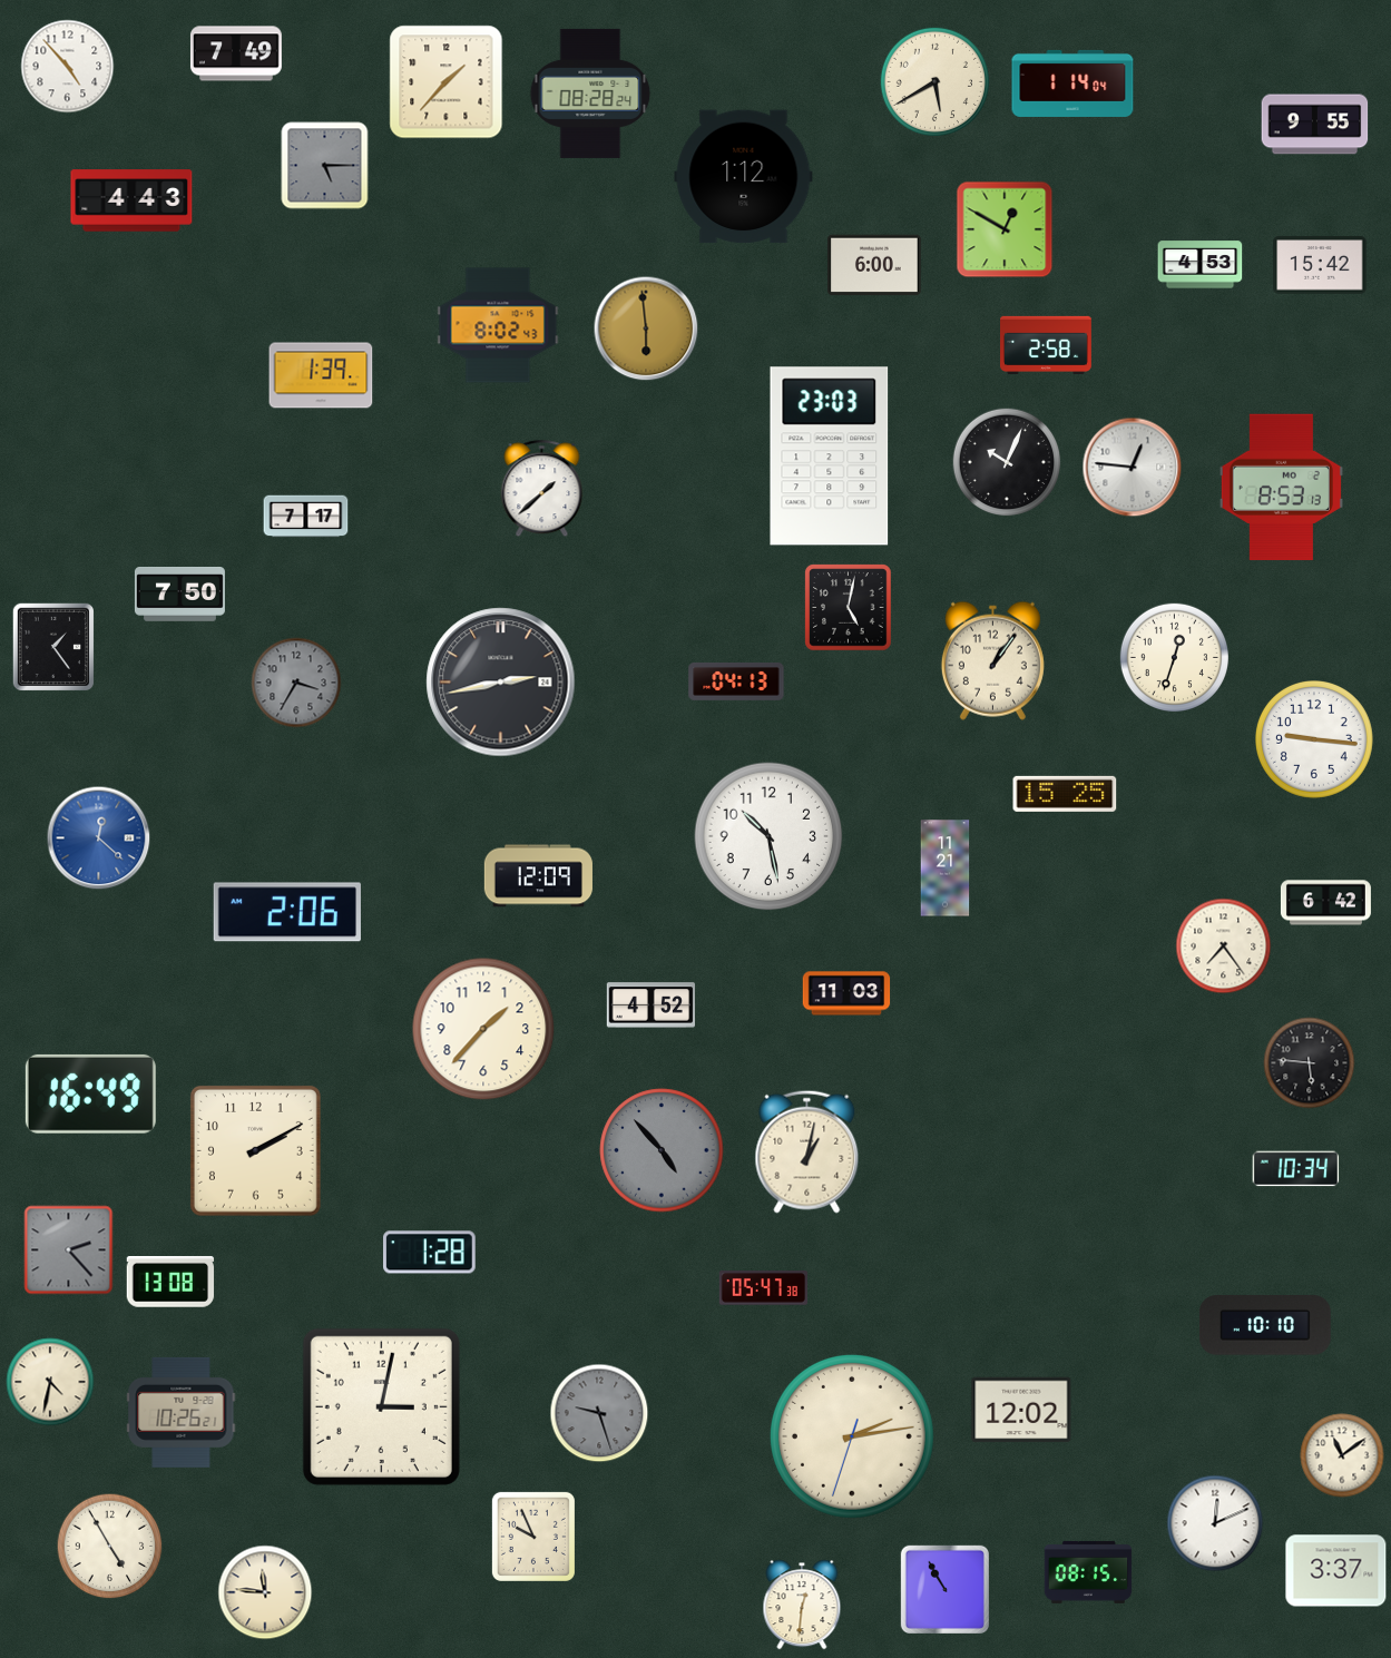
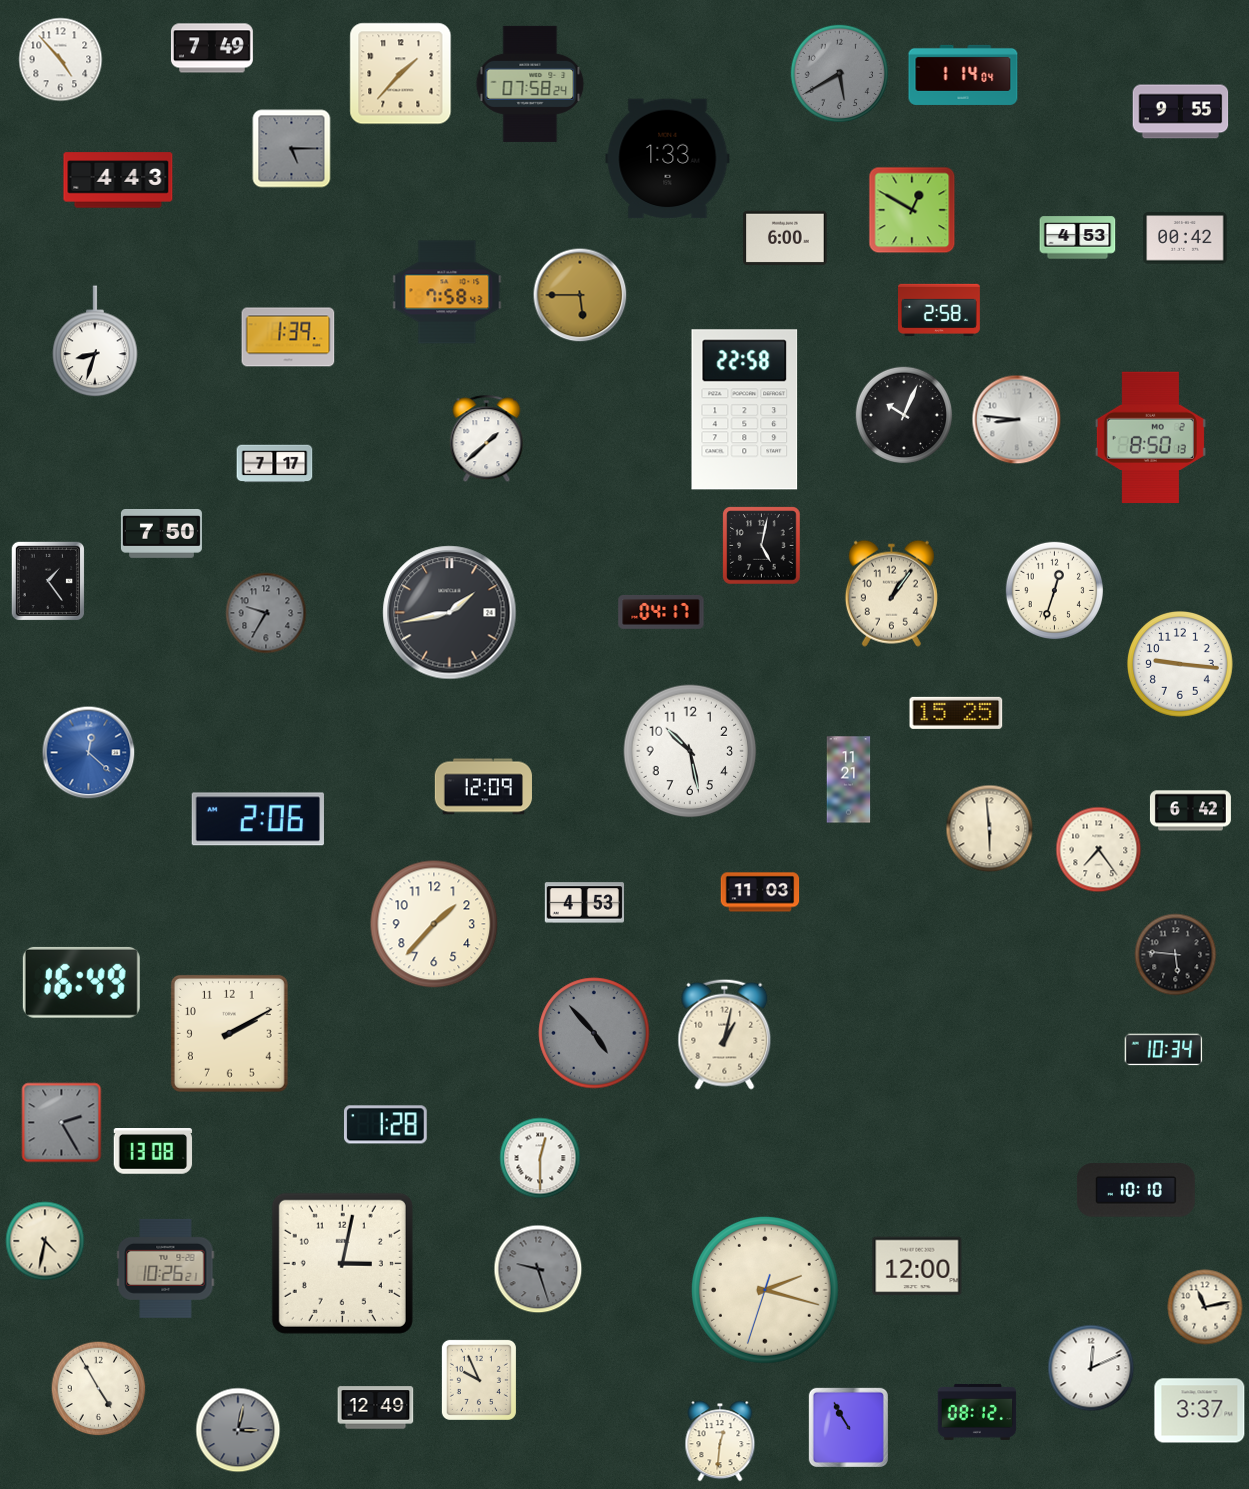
clock at (934, 81) dial: cream -> grey
clock at (590, 94): 08:28 -> 07:58
clock at (744, 177): 1:12 -> 1:33
clock at (1005, 229) position: (1005, 229) -> (912, 210)
clock at (1320, 265): 15:42 -> 00:42
clock at (498, 325): 8:02 -> 7:58
clock at (646, 328): 5:59 -> 5:45
clock at (95, 342): none -> 8:33
clock at (830, 457): 23:03 -> 22:58
clock at (1133, 468): 12:46 -> 8:46
clock at (1281, 488): 8:53 -> 8:50
clock at (296, 683): 3:35 -> 9:35
clock at (501, 683): 2:43 -> 1:43
clock at (736, 683): 04:13 -> 04:17
clock at (990, 829): none -> 5:59
clock at (650, 1005): 4:52 -> 4:53
clock at (69, 1250): 2:23 -> 2:25
clock at (763, 1288): 05:47 -> none
clock at (540, 1158): none -> 12:30
clock at (1021, 1410): 12:02 -> 12:00
clock at (182, 1412) position: (182, 1412) -> (166, 1268)
clock at (852, 1436): 2:13 -> 2:17
clock at (1342, 1455): 11:09 -> 11:13
clock at (376, 1408): none -> 12:49
clock at (1088, 1572): 08:15 -> 08:12
clock at (265, 1592): 11:46 -> 3:02
clock at (265, 1592) dial: cream -> grey
